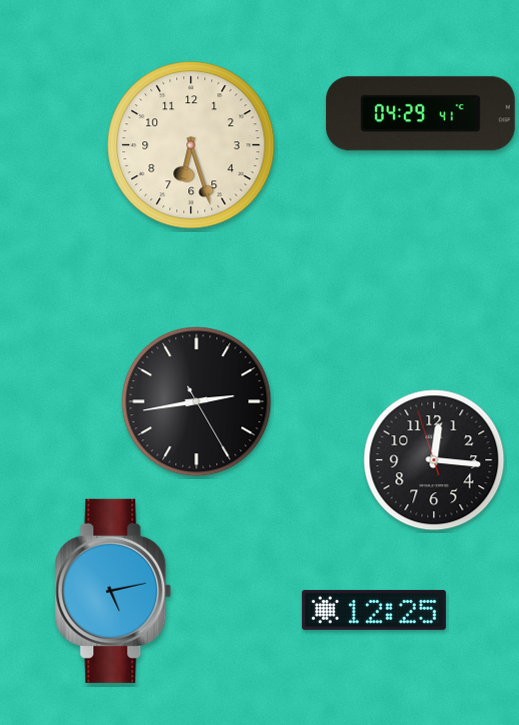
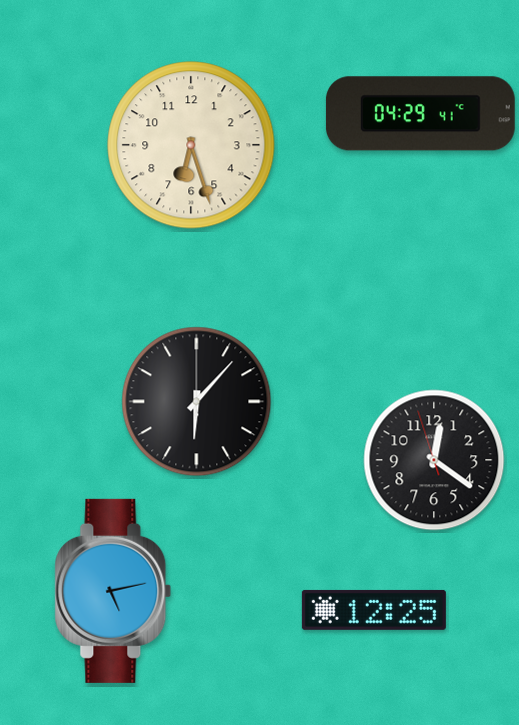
clock at (197, 402): 2:43 -> 6:07
clock at (434, 460): 12:15 -> 12:20
